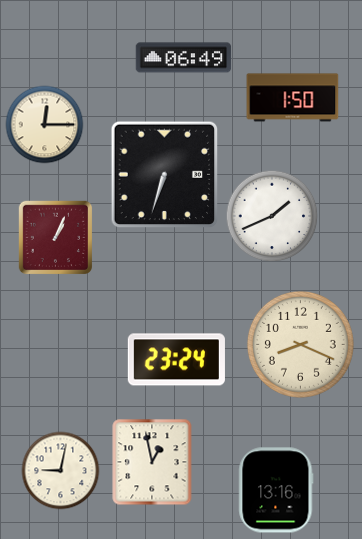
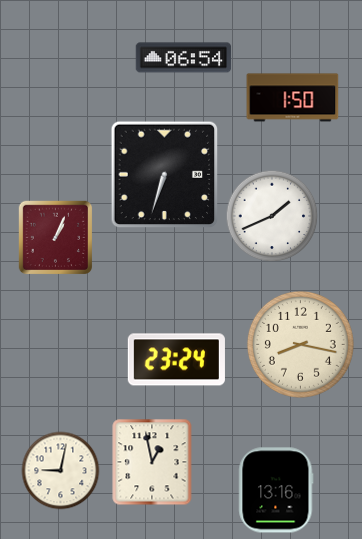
clock at (184, 58): 06:49 -> 06:54
clock at (45, 125): 12:15 -> none
clock at (300, 344): 8:19 -> 8:17
